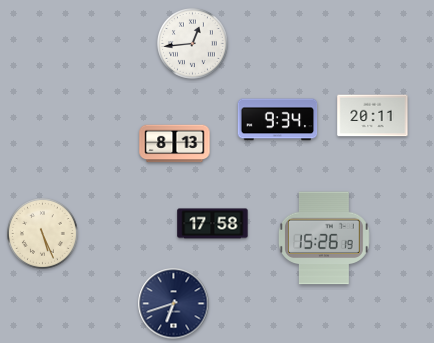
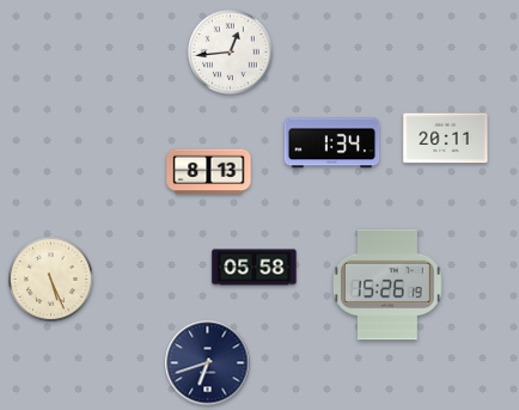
clock at (278, 120): 9:34 -> 1:34
clock at (213, 224): 17:58 -> 05:58
